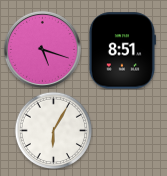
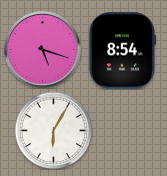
clock at (122, 51): 8:51 -> 8:54
